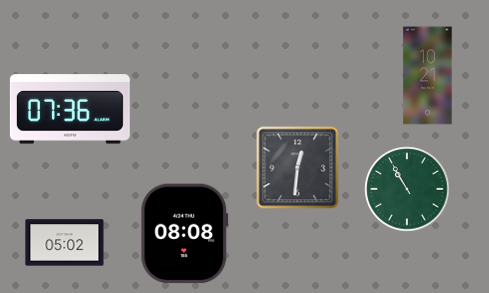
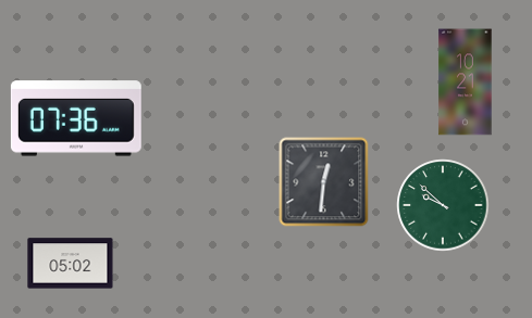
clock at (407, 189): 10:55 -> 9:52
clock at (185, 234): 08:08 -> none
